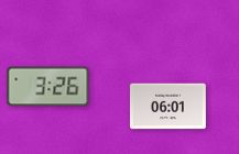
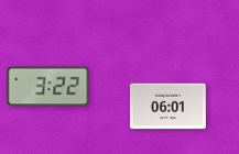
clock at (48, 87): 3:26 -> 3:22
